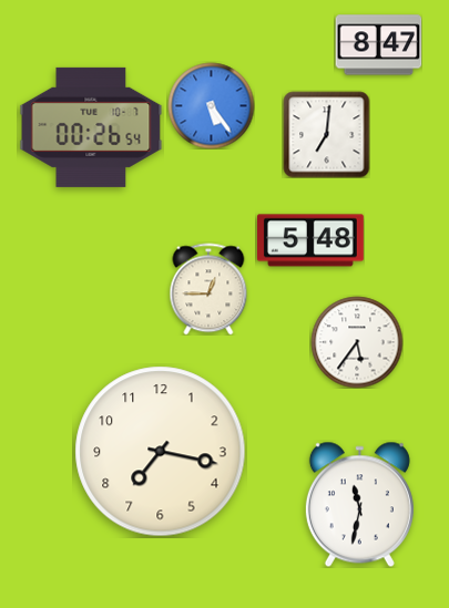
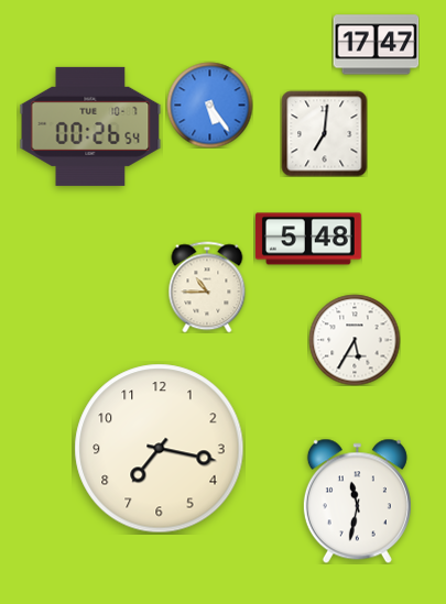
clock at (378, 45): 8:47 -> 17:47
clock at (208, 289): 12:45 -> 10:45
clock at (357, 342): 5:36 -> 5:35
